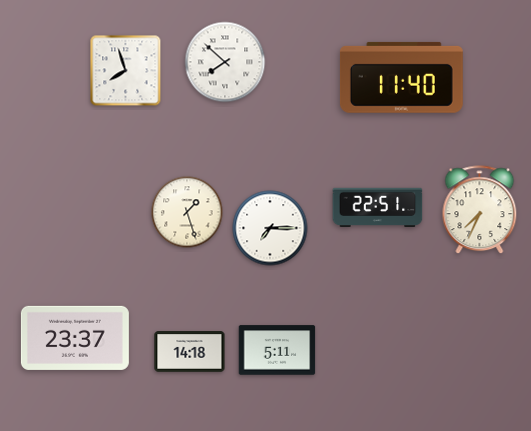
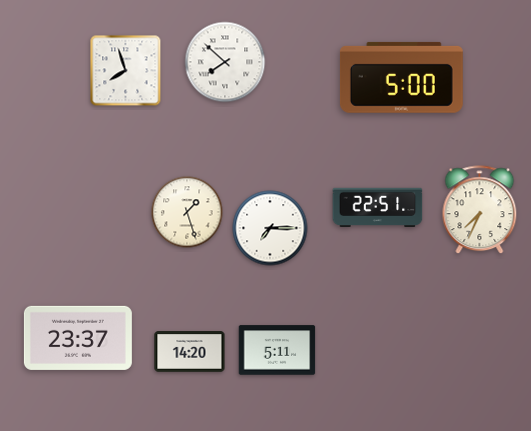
clock at (401, 77): 11:40 -> 5:00
clock at (75, 338) position: (75, 338) -> (78, 338)
clock at (190, 352): 14:18 -> 14:20
